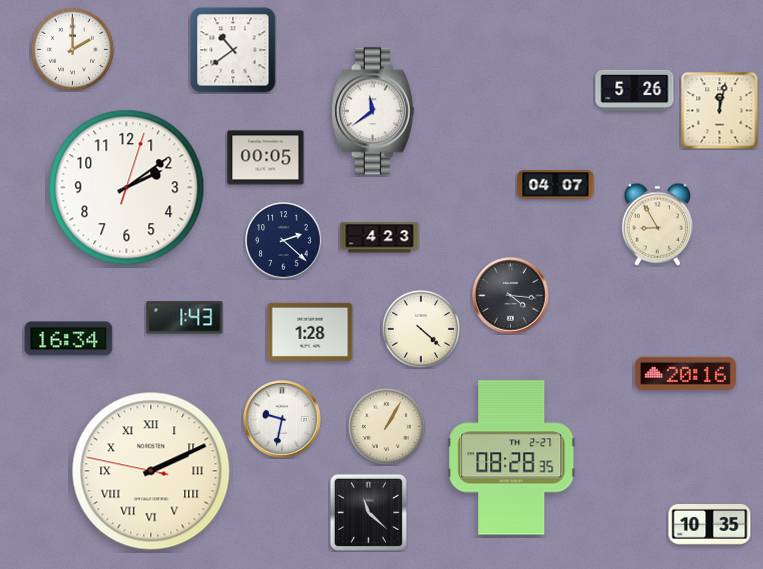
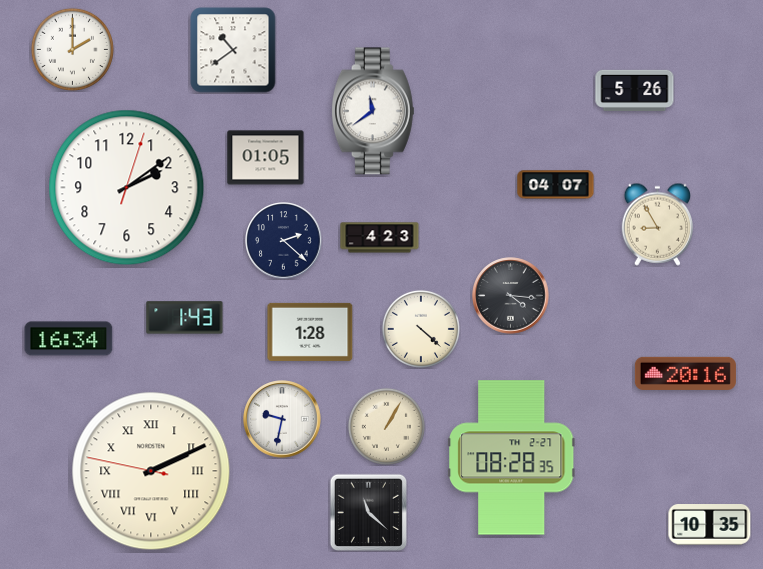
clock at (719, 110): 12:02 -> none
clock at (266, 158): 00:05 -> 01:05
